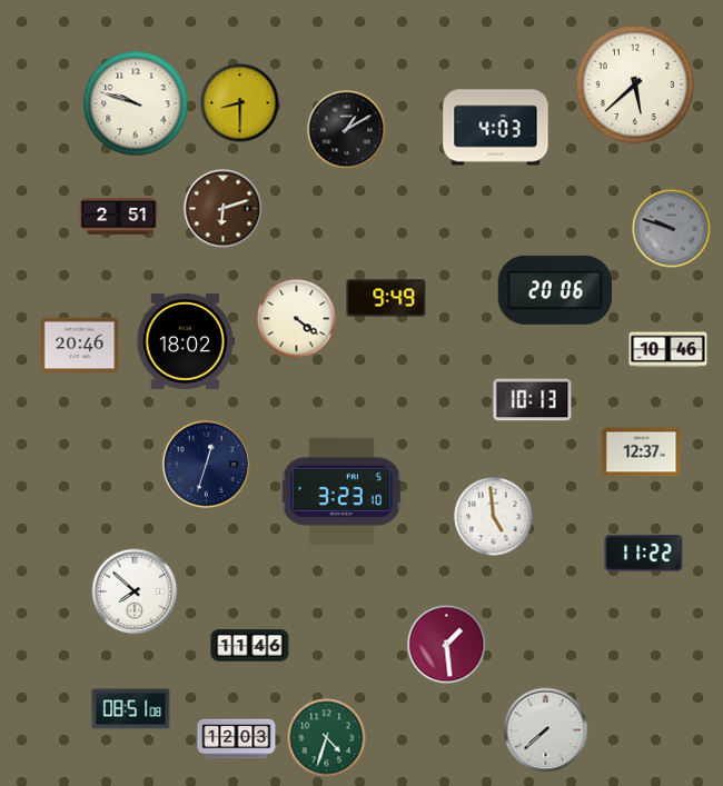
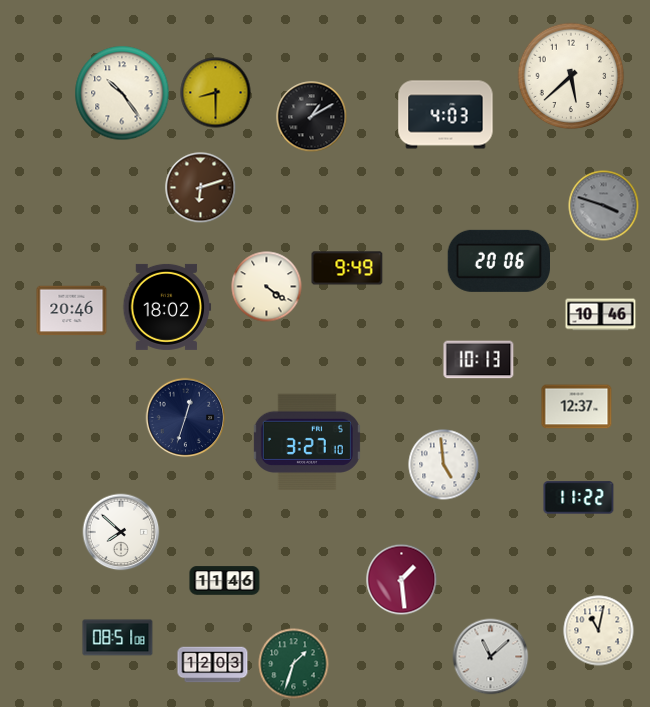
clock at (136, 103): 9:48 -> 10:24
clock at (119, 216): 2:51 -> none
clock at (672, 229): 9:48 -> 3:48
clock at (341, 490): 3:23 -> 3:27
clock at (599, 631): none -> 11:02
clock at (546, 730): 7:38 -> 11:08
clock at (327, 738): 4:33 -> 1:33
